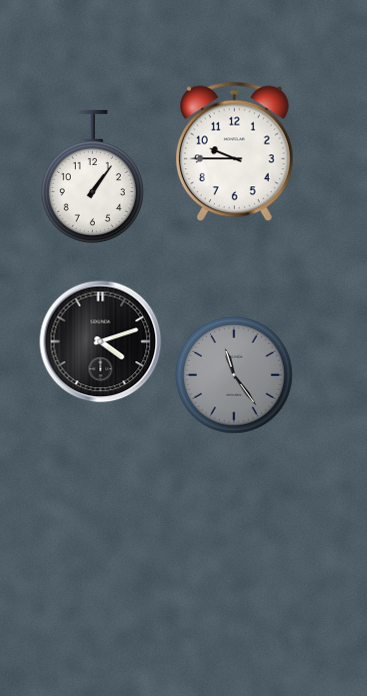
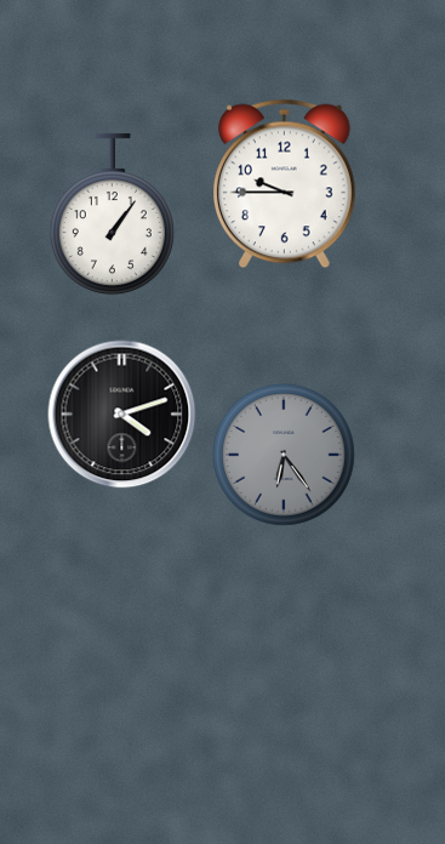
clock at (235, 376): 11:24 -> 6:24
